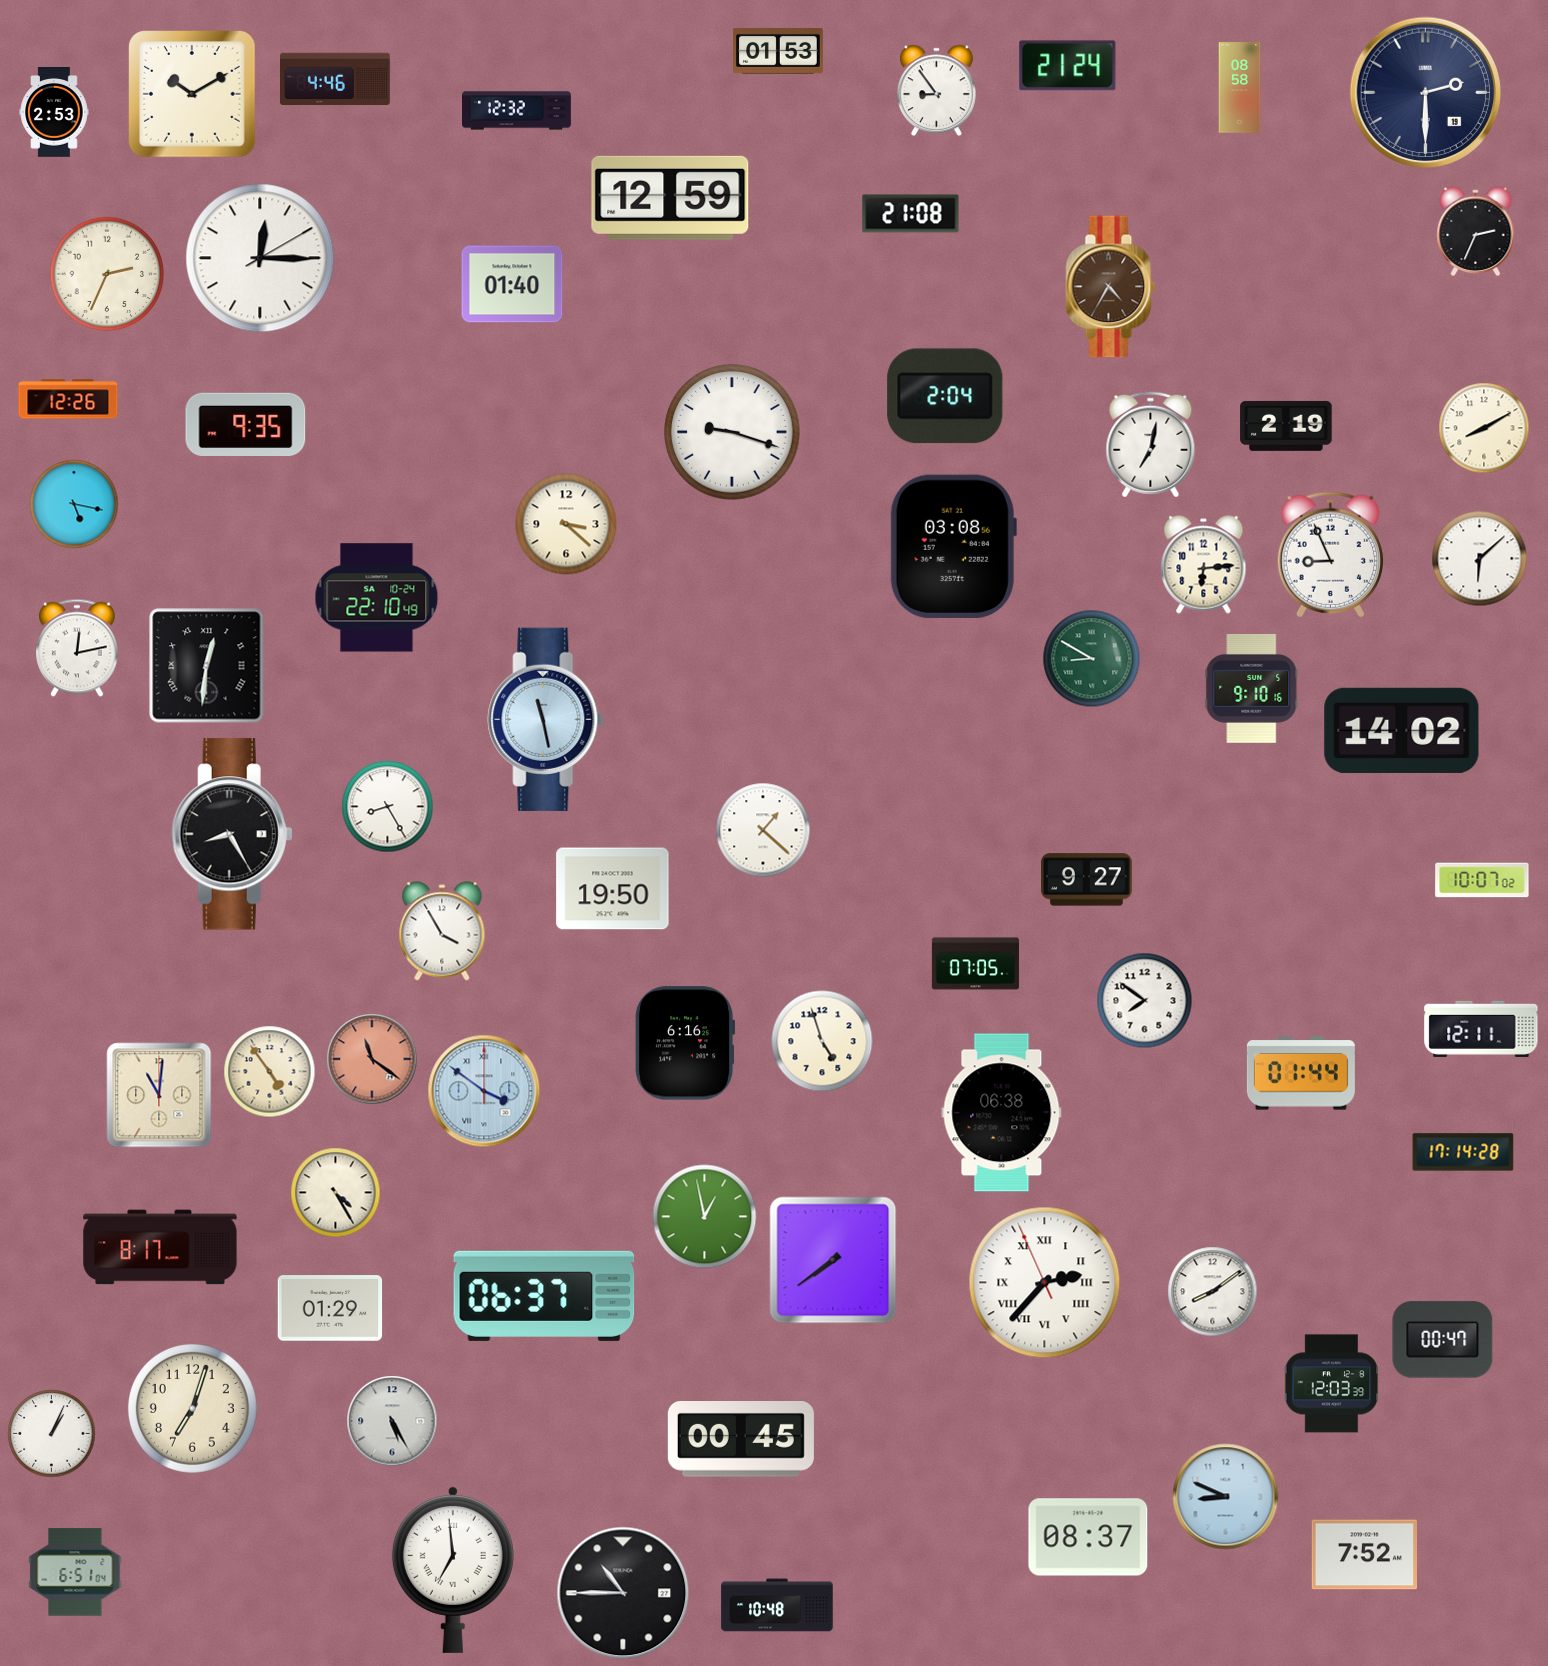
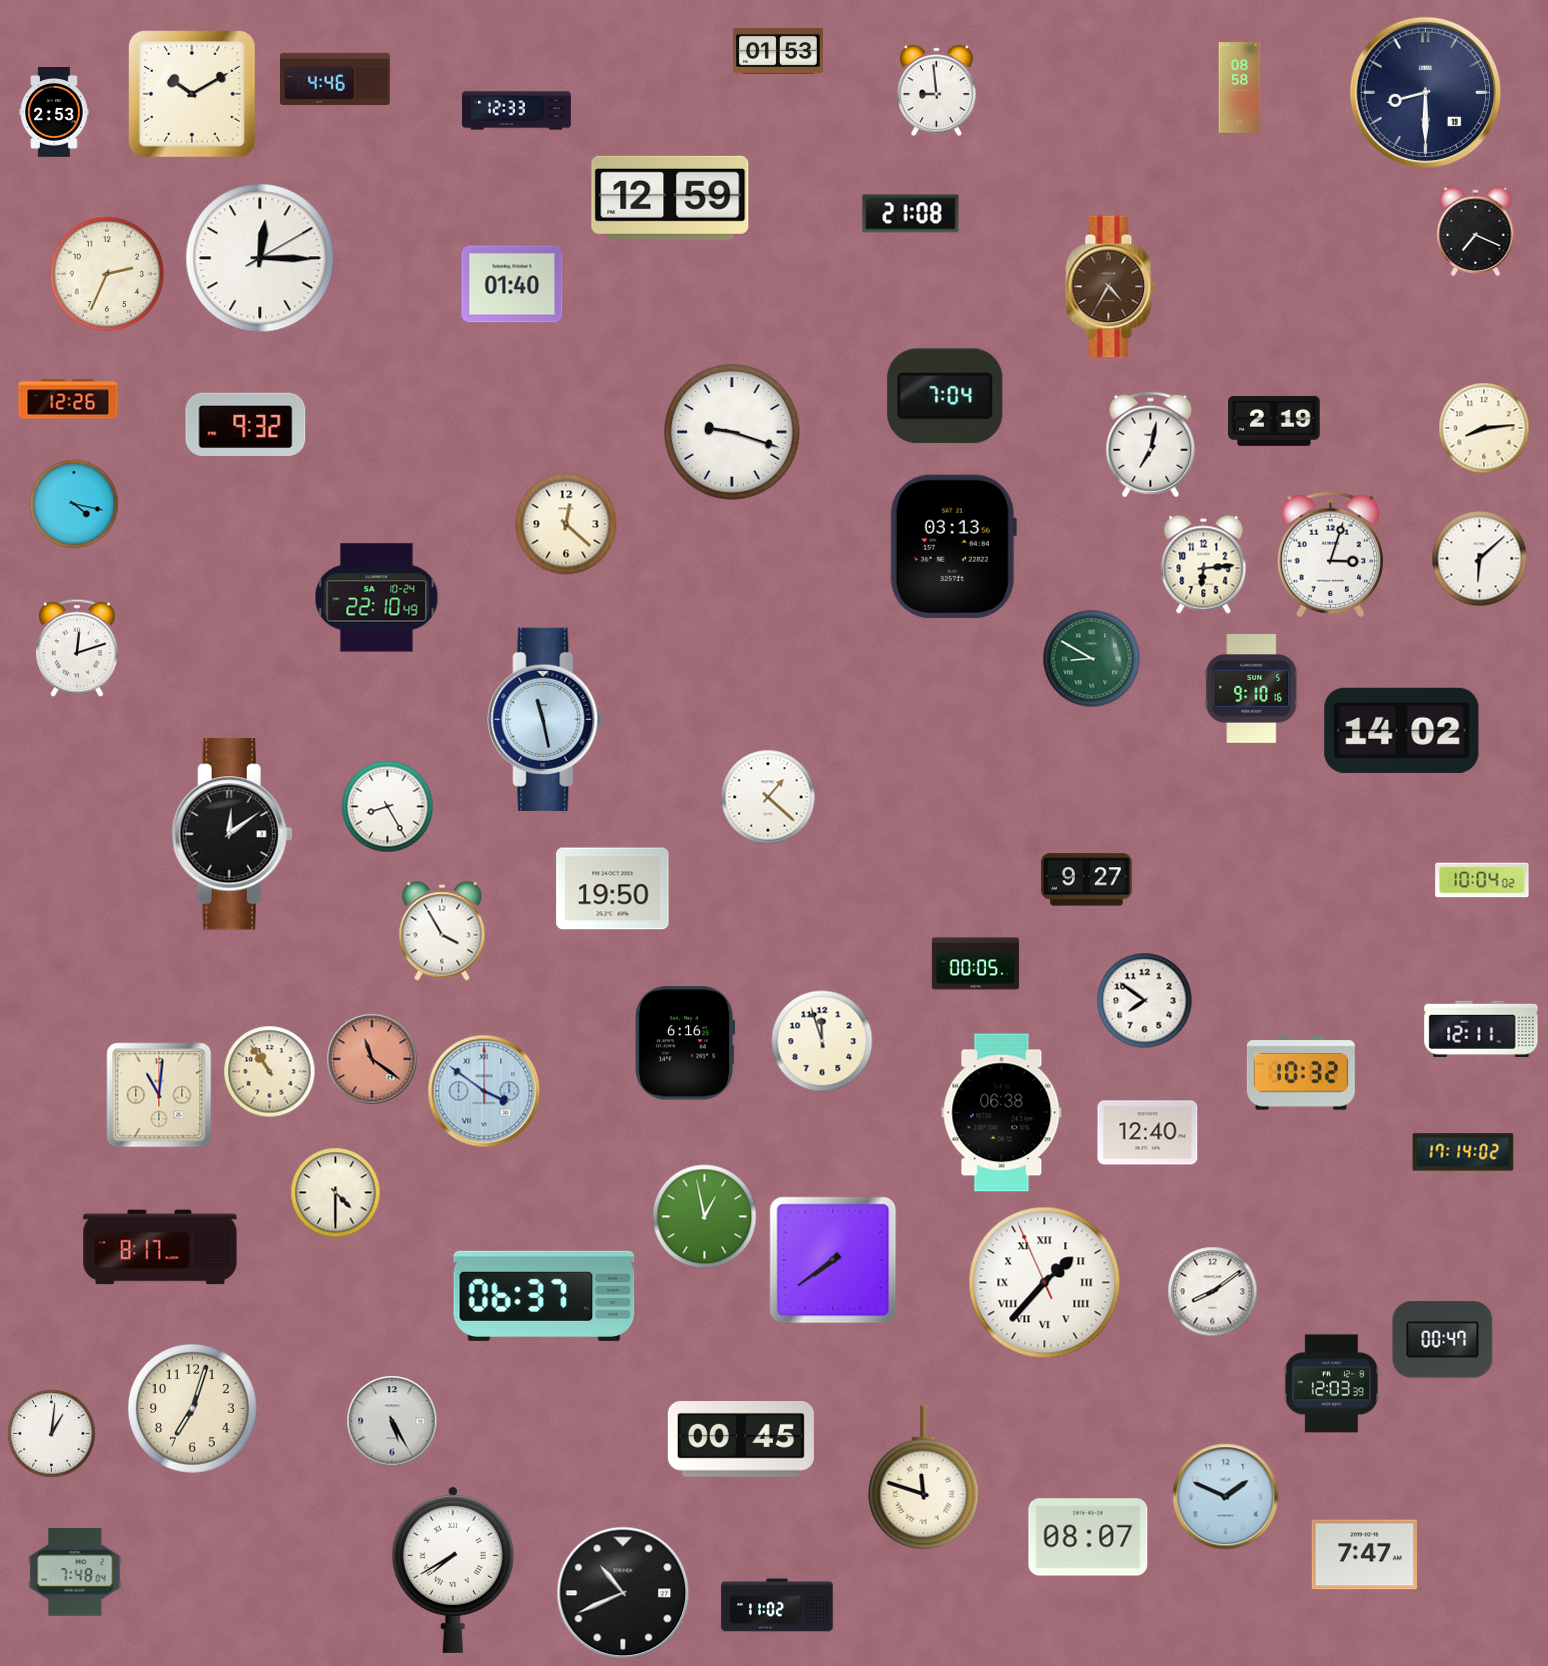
clock at (1068, 66): 21:24 -> none
clock at (936, 91): 8:54 -> 8:59
clock at (1425, 92): 2:30 -> 8:30
clock at (517, 111): 12:32 -> 12:33
clock at (1476, 232): 2:34 -> 7:19
clock at (945, 396): 2:04 -> 7:04
clock at (246, 424): 9:35 -> 9:32
clock at (1286, 426) position: (1286, 426) -> (1274, 421)
clock at (1484, 428): 8:10 -> 8:14
clock at (74, 504): 5:17 -> 4:17
clock at (566, 524): 3:22 -> 12:22
clock at (953, 546): 03:08 -> 03:13
clock at (1330, 555): 8:56 -> 3:03
clock at (78, 648): 12:13 -> 12:12
clock at (207, 666): 12:31 -> none
clock at (763, 830) position: (763, 830) -> (768, 797)
clock at (232, 834): 8:25 -> 12:09
clock at (1482, 880): 10:07 -> 10:04
clock at (975, 964): 07:05 -> 00:05
clock at (822, 1041): 4:57 -> 11:57
clock at (270, 1072): 4:54 -> 10:54
clock at (1301, 1073): 01:44 -> 10:32
clock at (1148, 1133): none -> 12:40
clock at (1463, 1152): 17:14:28 -> 17:14:02
clock at (336, 1193): 4:25 -> 4:30
clock at (1045, 1283): 2:36 -> 1:36
clock at (330, 1308): 01:29 -> none
clock at (52, 1434): 1:04 -> 1:01
clock at (924, 1478): none -> 11:48
clock at (1226, 1497): 8:49 -> 1:49
clock at (1088, 1537): 08:37 -> 08:07
clock at (1364, 1555): 7:52 -> 7:47
clock at (453, 1569): 6:59 -> 7:40
clock at (75, 1572): 6:51 -> 7:48
clock at (623, 1593): 10:45 -> 10:41
clock at (777, 1605): 10:48 -> 11:02
